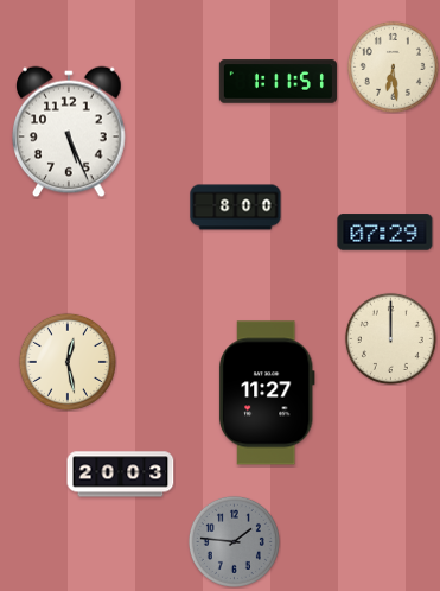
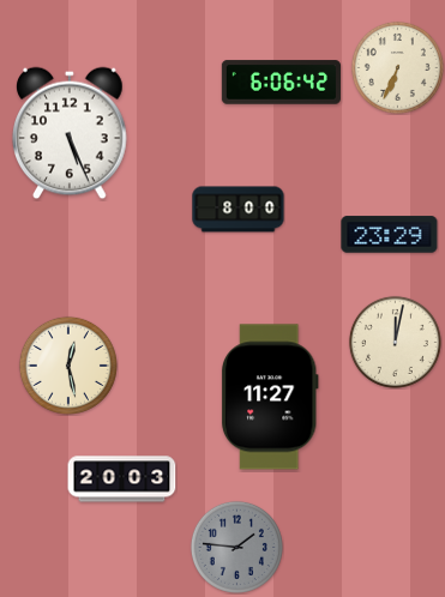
clock at (393, 66): 6:29 -> 6:34
clock at (278, 82): 1:11 -> 6:06
clock at (385, 233): 07:29 -> 23:29
clock at (390, 338): 12:00 -> 12:02
